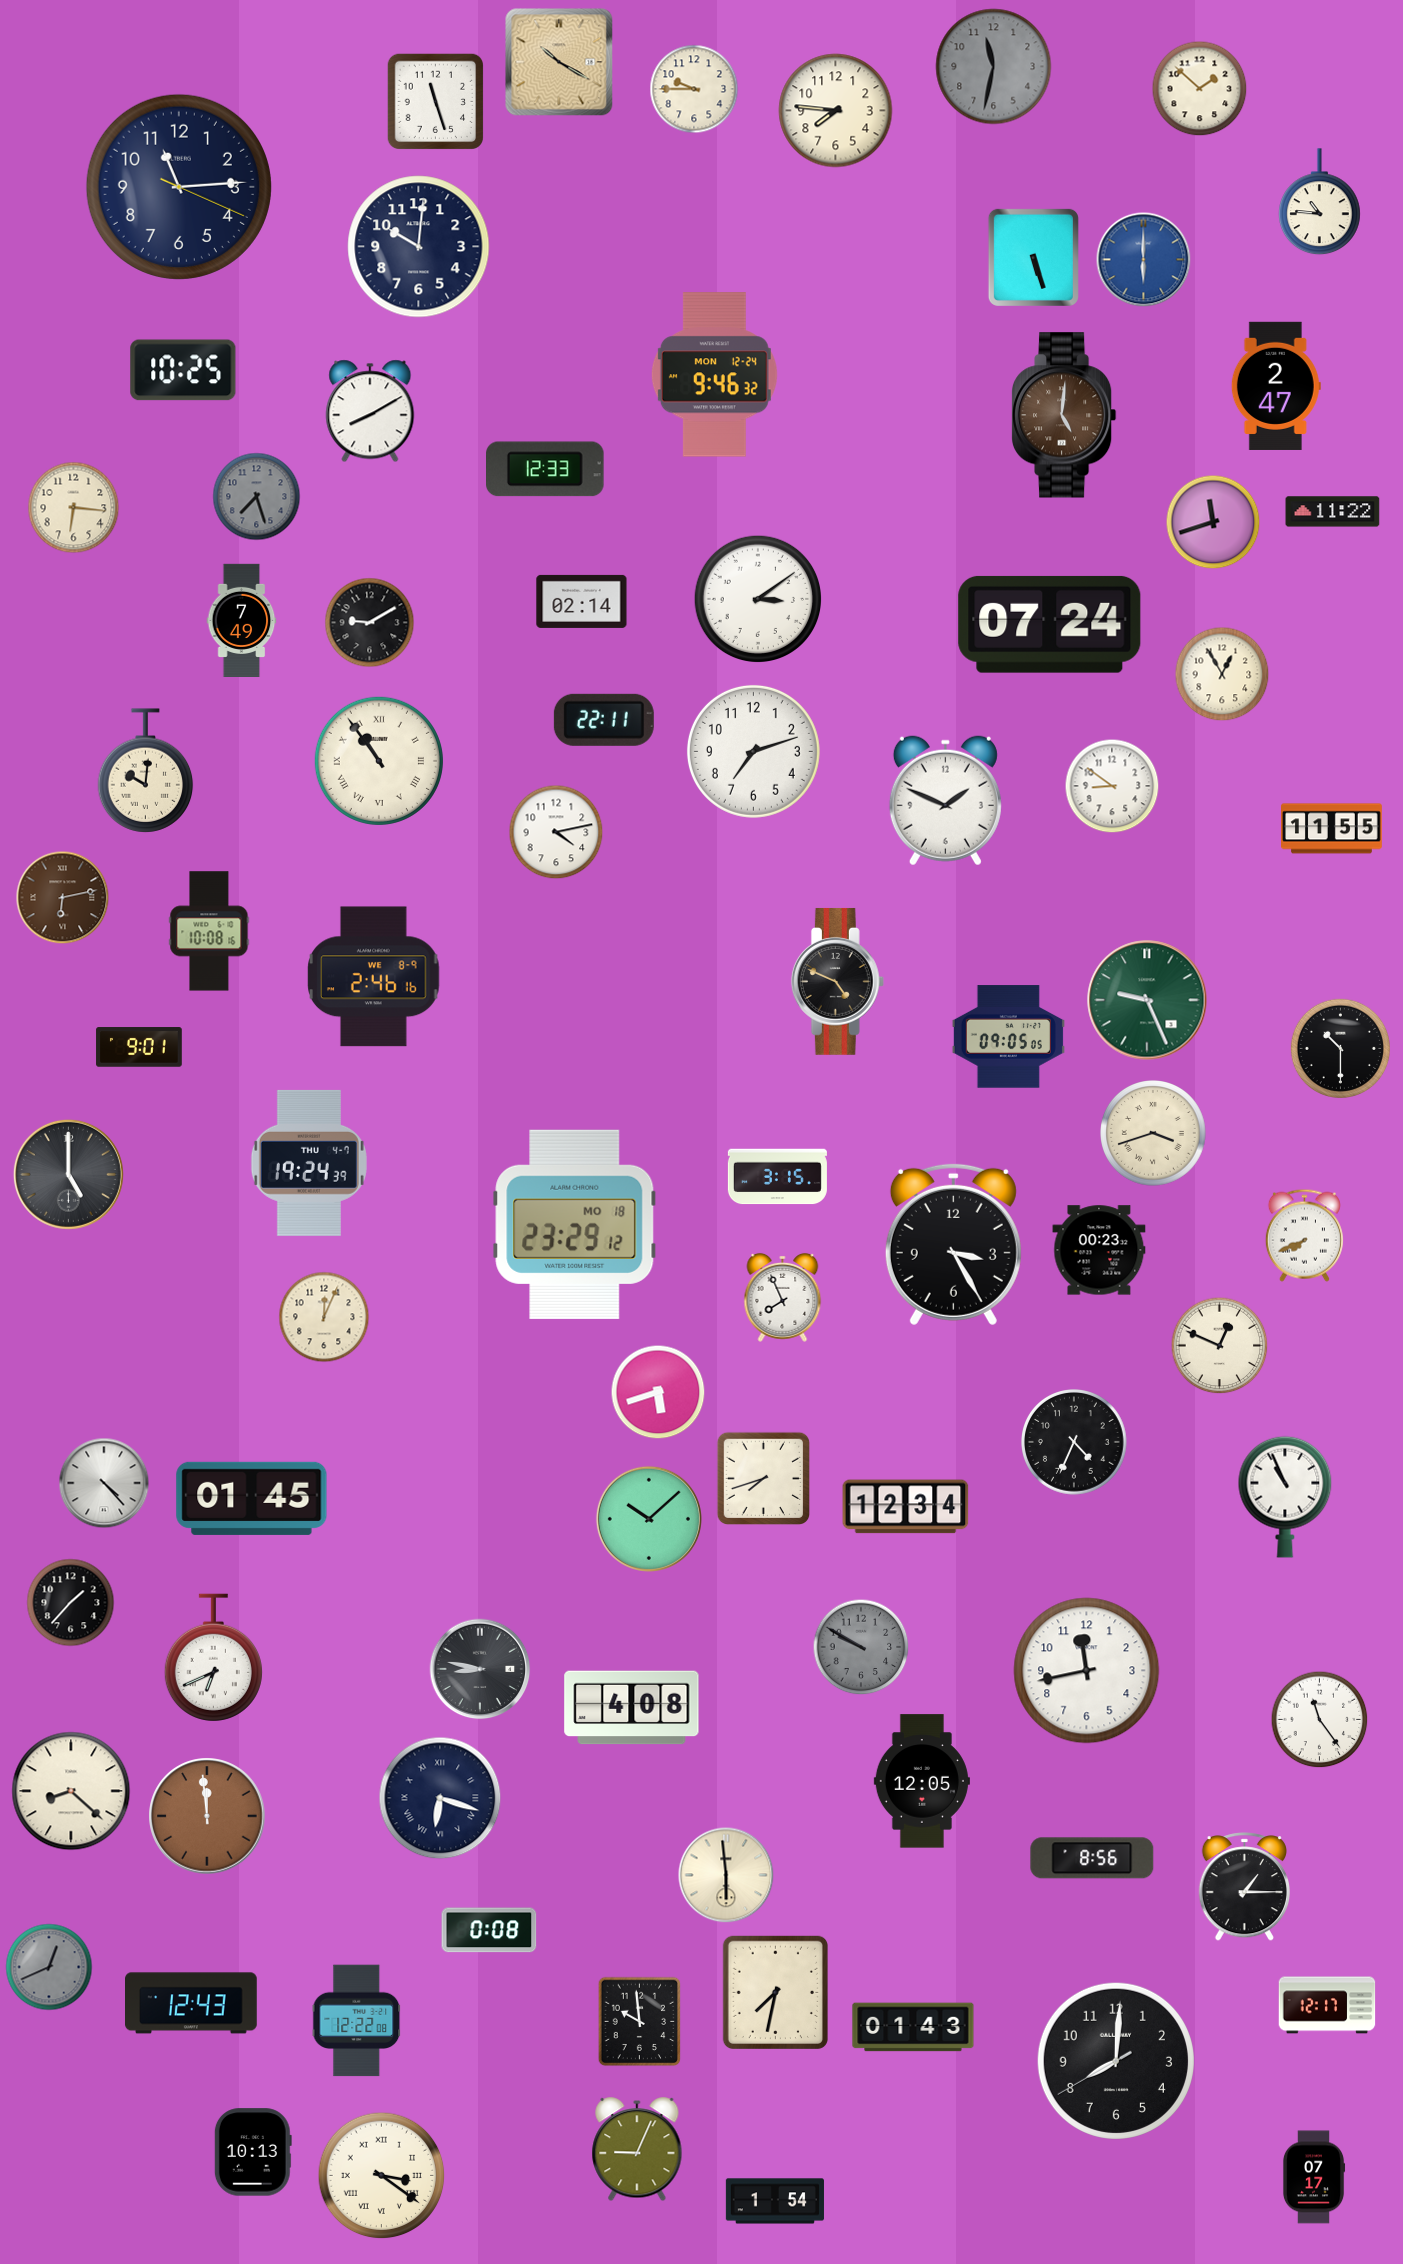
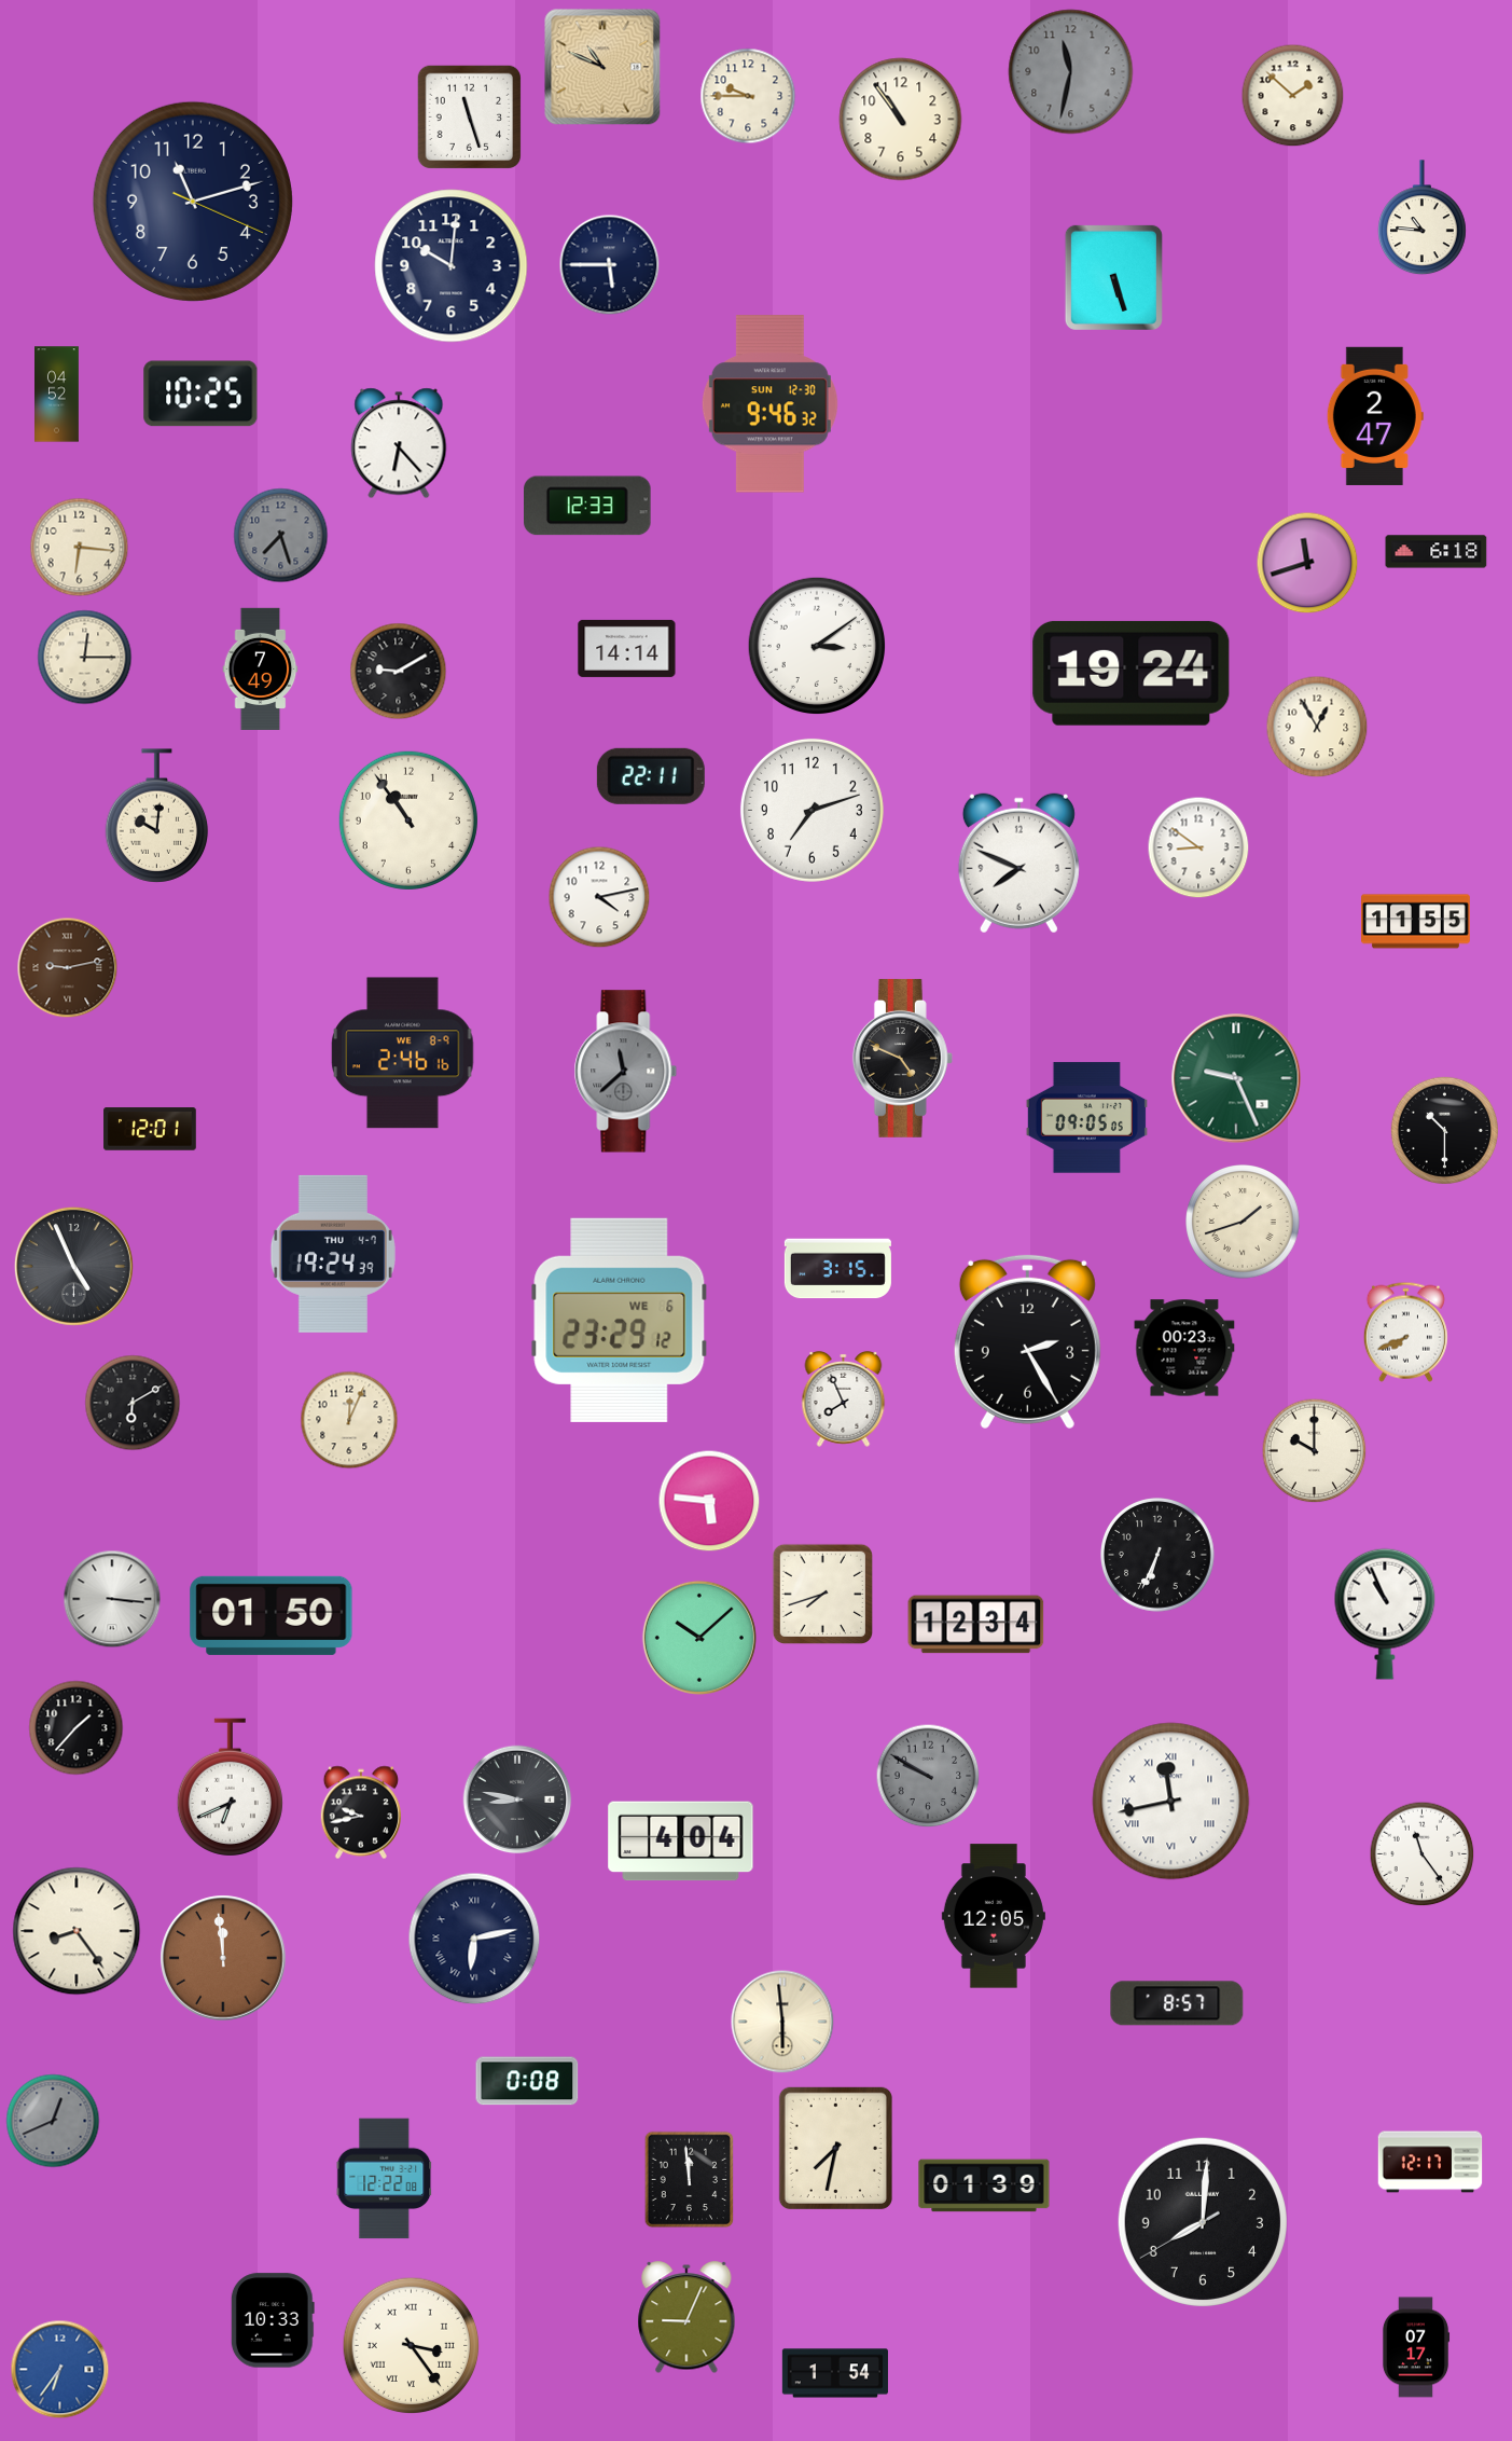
clock at (559, 62): 10:20 -> 10:49
clock at (436, 102) position: (436, 102) -> (470, 118)
clock at (836, 111): 7:46 -> 10:54
clock at (179, 187): 11:14 -> 11:12
clock at (610, 265): none -> 5:45
clock at (1144, 260): 6:00 -> none
clock at (57, 395): none -> 04:52
clock at (183, 370) position: (183, 370) -> (200, 394)
clock at (714, 375) date: MON 12-24 -> SUN 12-30
clock at (370, 411): 8:10 -> 6:23
clock at (1064, 415): 5:01 -> none
clock at (257, 497) position: (257, 497) -> (281, 536)
clock at (1333, 512): 11:22 -> 6:18
clock at (582, 601): 02:14 -> 14:14
clock at (85, 658): none -> 12:15
clock at (1050, 624): 07:24 -> 19:24
clock at (379, 761) numerals: Roman -> Arabic
clock at (146, 771) position: (146, 771) -> (157, 816)
clock at (945, 801): 1:49 -> 7:49
clock at (1332, 829) position: (1332, 829) -> (1416, 922)
clock at (63, 898): 6:13 -> 9:13
clock at (209, 931): 10:08 -> none
clock at (626, 1072): none -> 11:38
clock at (139, 1047): 9:01 -> 12:01
clock at (1154, 1134): 3:42 -> 1:42
clock at (68, 1174): 5:00 -> 4:56
clock at (575, 1224) date: MO 18 -> WE 6
clock at (953, 1244): 3:25 -> 2:25
clock at (133, 1403): none -> 6:10
clock at (1220, 1346): 12:49 -> 10:00
clock at (658, 1392): 5:42 -> 5:46
clock at (1075, 1443): 4:34 -> 6:34
clock at (104, 1483): 4:23 -> 3:16
clock at (252, 1498): 01:45 -> 01:50
clock at (1087, 1671) numerals: Arabic -> Roman
clock at (360, 1812): none -> 9:43
clock at (632, 1708): 4:08 -> 4:04
clock at (922, 1781) position: (922, 1781) -> (994, 1916)
clock at (71, 1791): 8:22 -> 8:24
clock at (440, 1798): 6:18 -> 6:13
clock at (1092, 1858): 8:56 -> 8:57
clock at (1244, 1887): 1:15 -> none
clock at (192, 2003): 12:43 -> none
clock at (640, 2022): 9:59 -> 11:59
clock at (913, 2027): 01:43 -> 01:39
clock at (253, 2152): 10:13 -> 10:33
clock at (382, 2176): 3:21 -> 3:24
clock at (60, 2370): none -> 6:36
